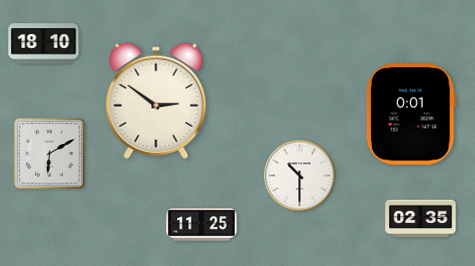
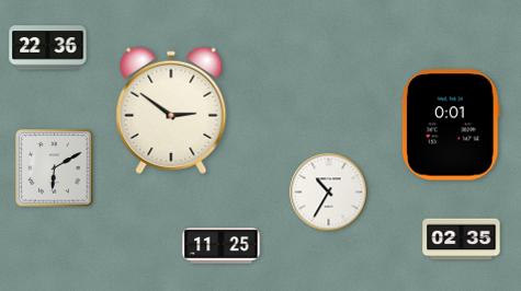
clock at (44, 44): 18:10 -> 22:36
clock at (300, 176): 10:30 -> 10:35
